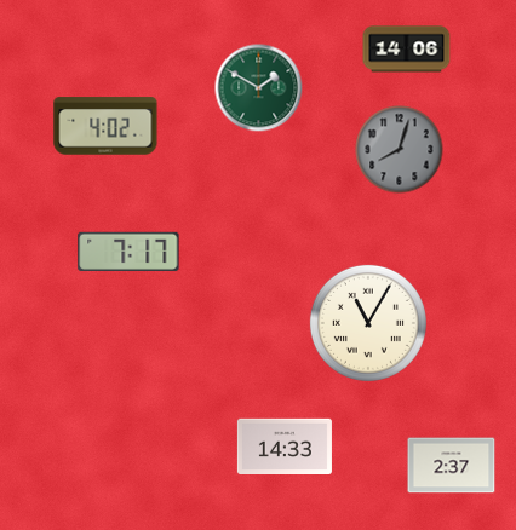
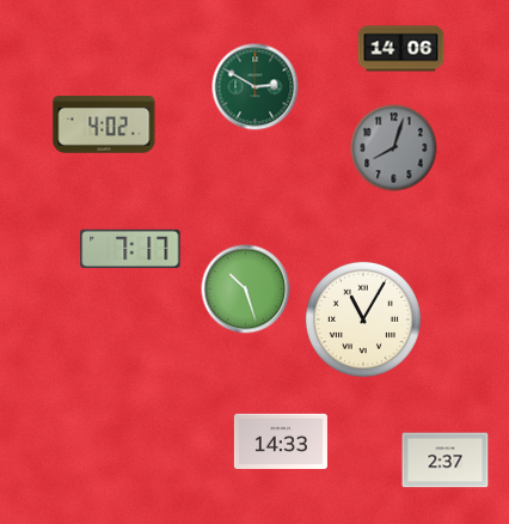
clock at (259, 88): 1:50 -> 2:50
clock at (128, 252) position: (128, 252) -> (130, 249)
clock at (246, 290): none -> 10:27
